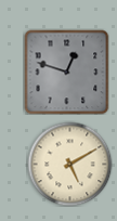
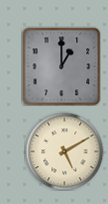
clock at (66, 71): 12:48 -> 1:00
